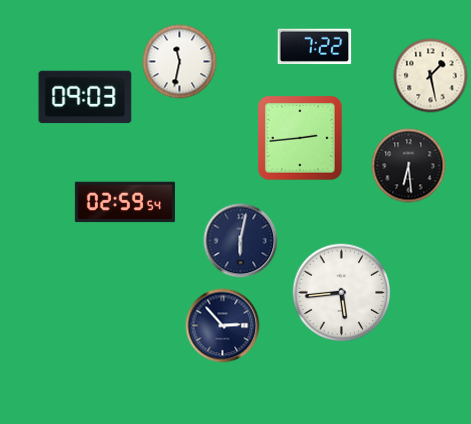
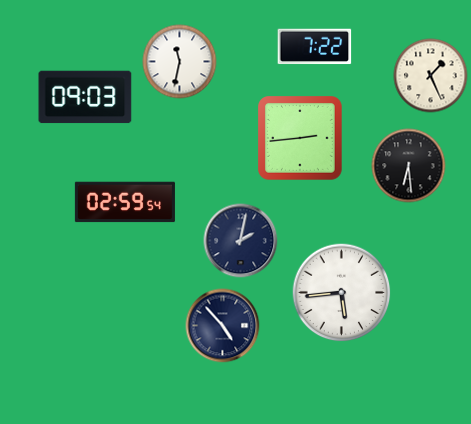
clock at (431, 76): 1:28 -> 1:26
clock at (241, 241): 6:02 -> 2:02
clock at (223, 326): 2:53 -> 4:53
